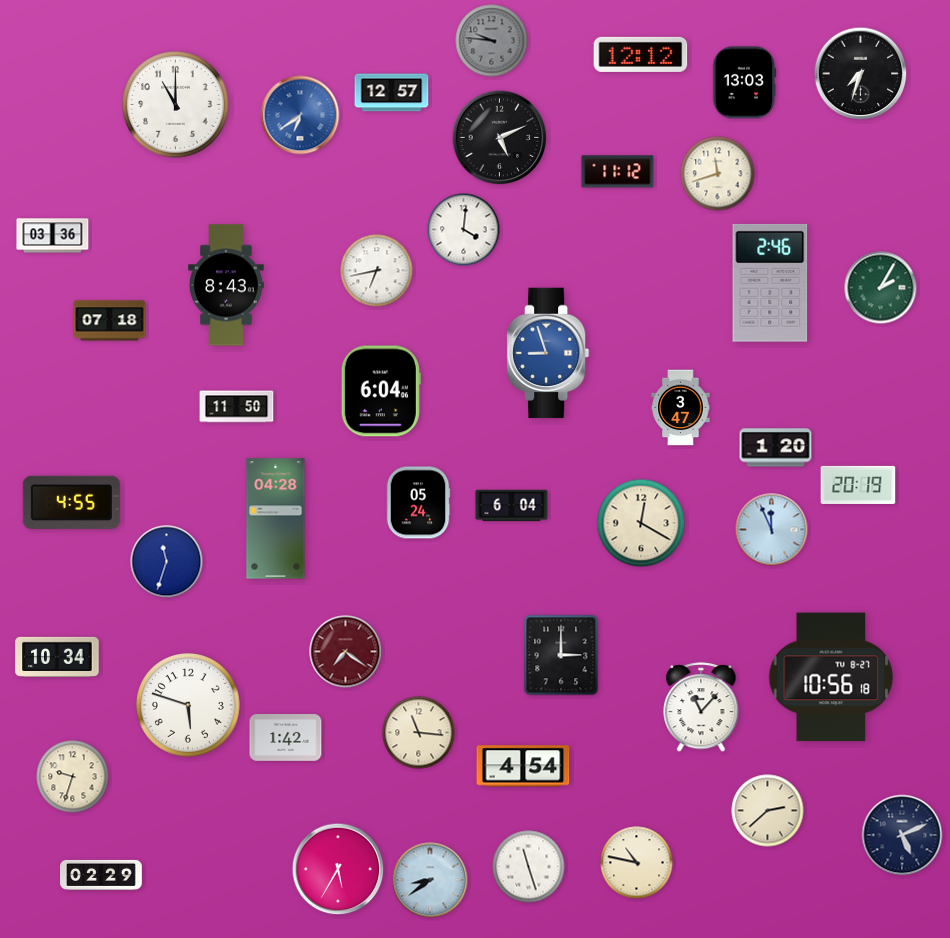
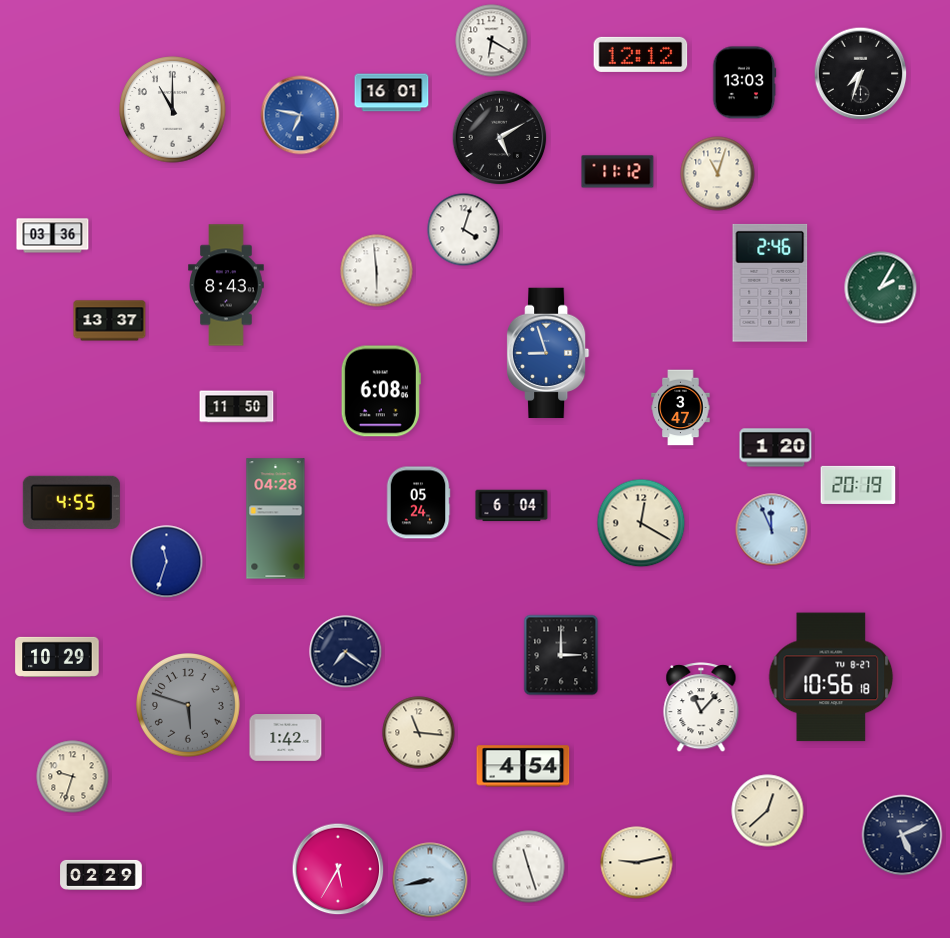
clock at (492, 41): 9:46 -> 6:20
clock at (492, 41) dial: grey -> white
clock at (392, 93): 12:57 -> 16:01
clock at (176, 105) position: (176, 105) -> (173, 110)
clock at (300, 115): 6:39 -> 6:47
clock at (500, 138): 5:11 -> 5:10
clock at (718, 174): 11:42 -> 11:03
clock at (464, 230): 4:01 -> 4:03
clock at (377, 271): 6:43 -> 5:59
clock at (110, 321): 07:18 -> 13:37
clock at (381, 391): 6:04 -> 6:08
clock at (346, 652) dial: burgundy -> navy
clock at (57, 657): 10:34 -> 10:29
clock at (189, 706) dial: white -> grey
clock at (768, 811): 2:38 -> 12:38
clock at (637, 863): 10:47 -> 9:13
clock at (430, 880): 8:39 -> 8:43
